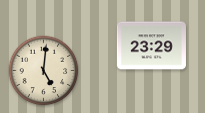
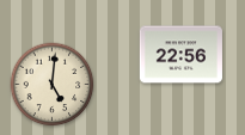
clock at (151, 46): 23:29 -> 22:56
